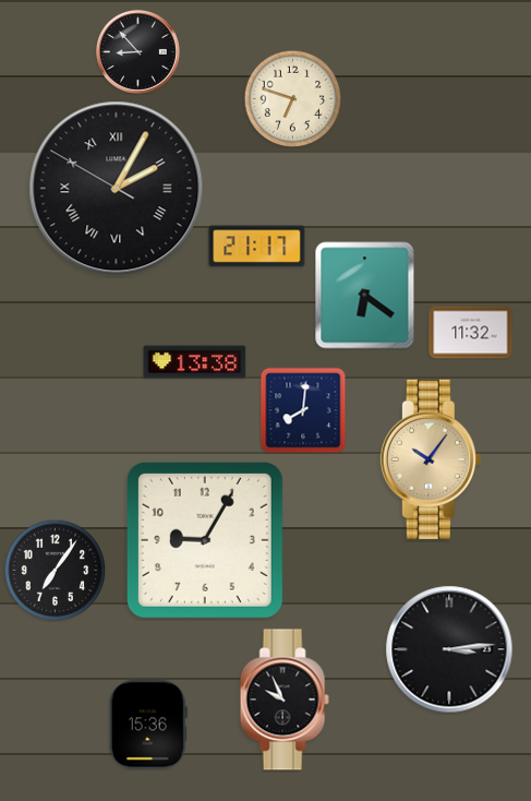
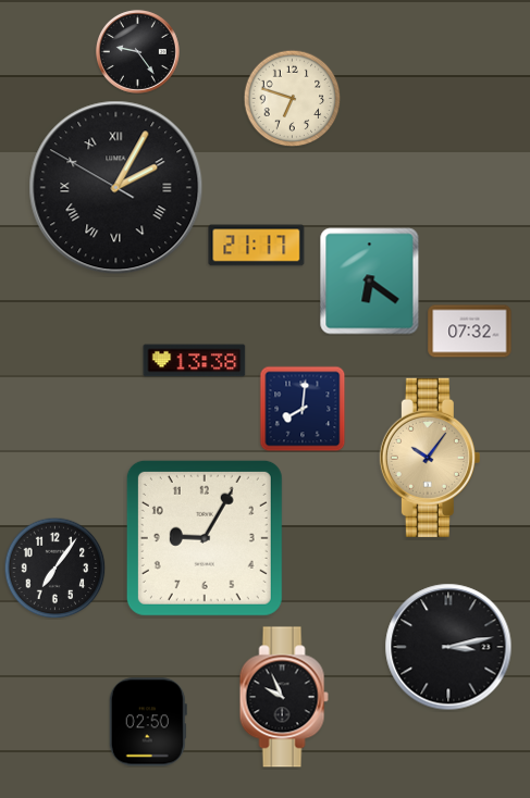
clock at (137, 51): 8:53 -> 9:24
clock at (365, 296) position: (365, 296) -> (370, 282)
clock at (471, 333): 11:32 -> 07:32
clock at (449, 649): 3:14 -> 3:13
clock at (148, 725): 15:36 -> 02:50
